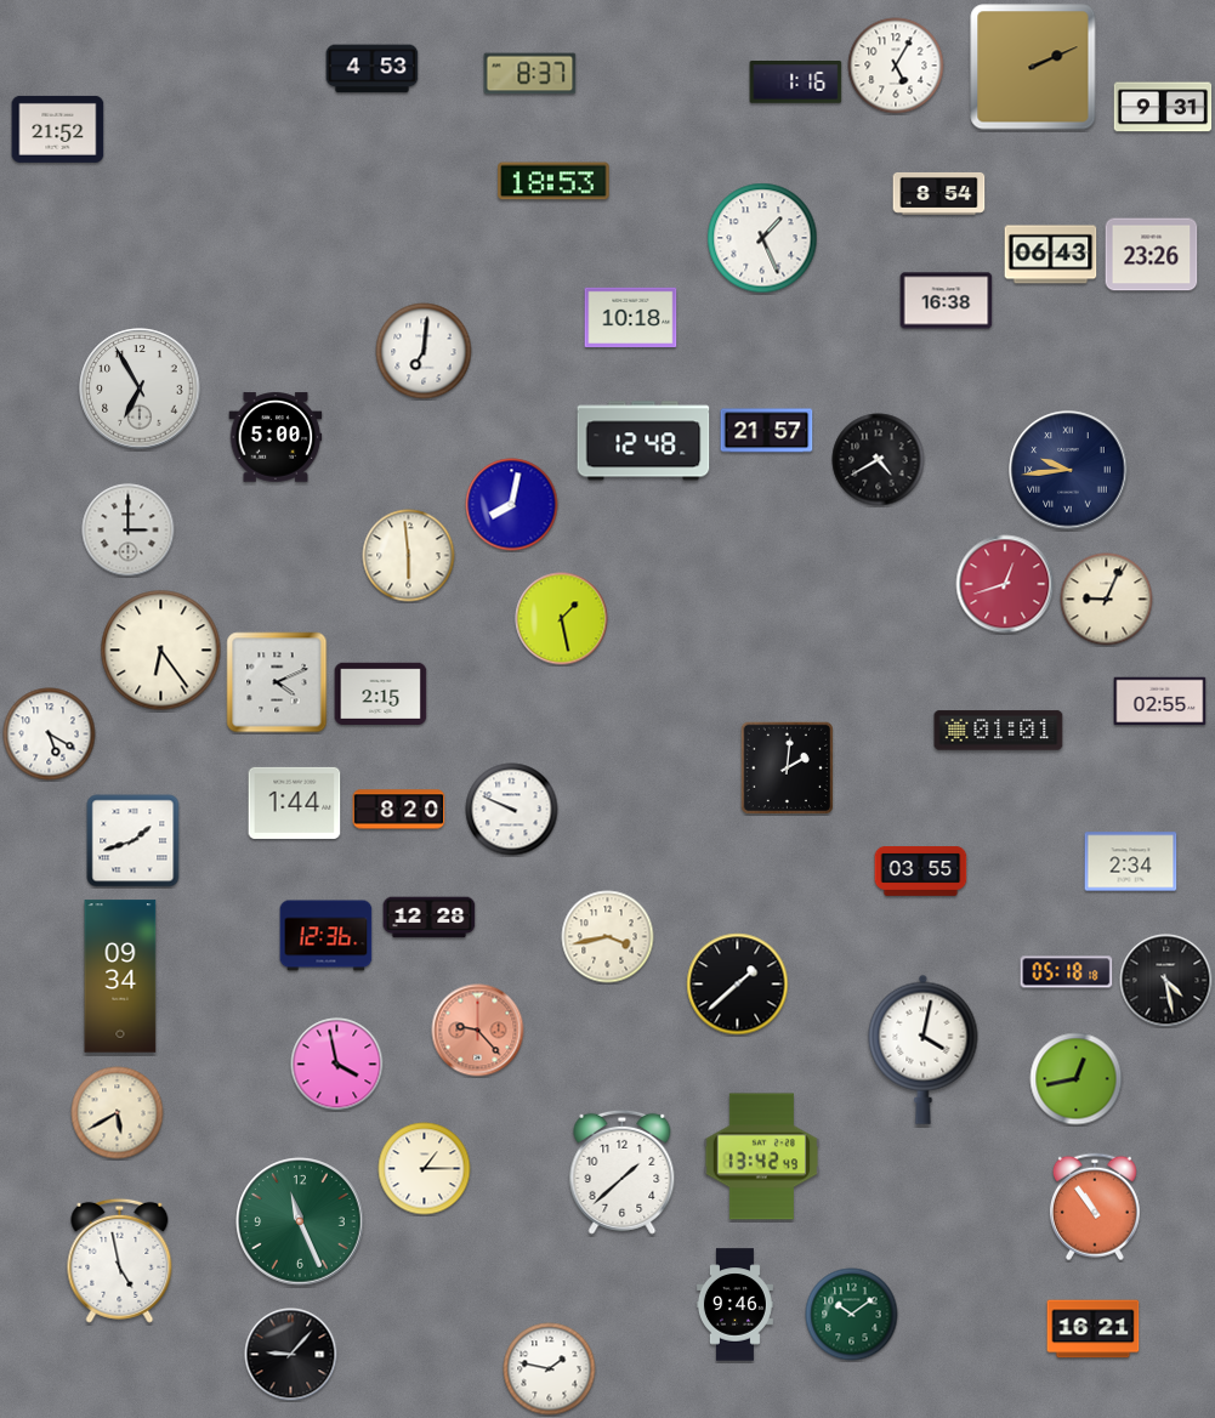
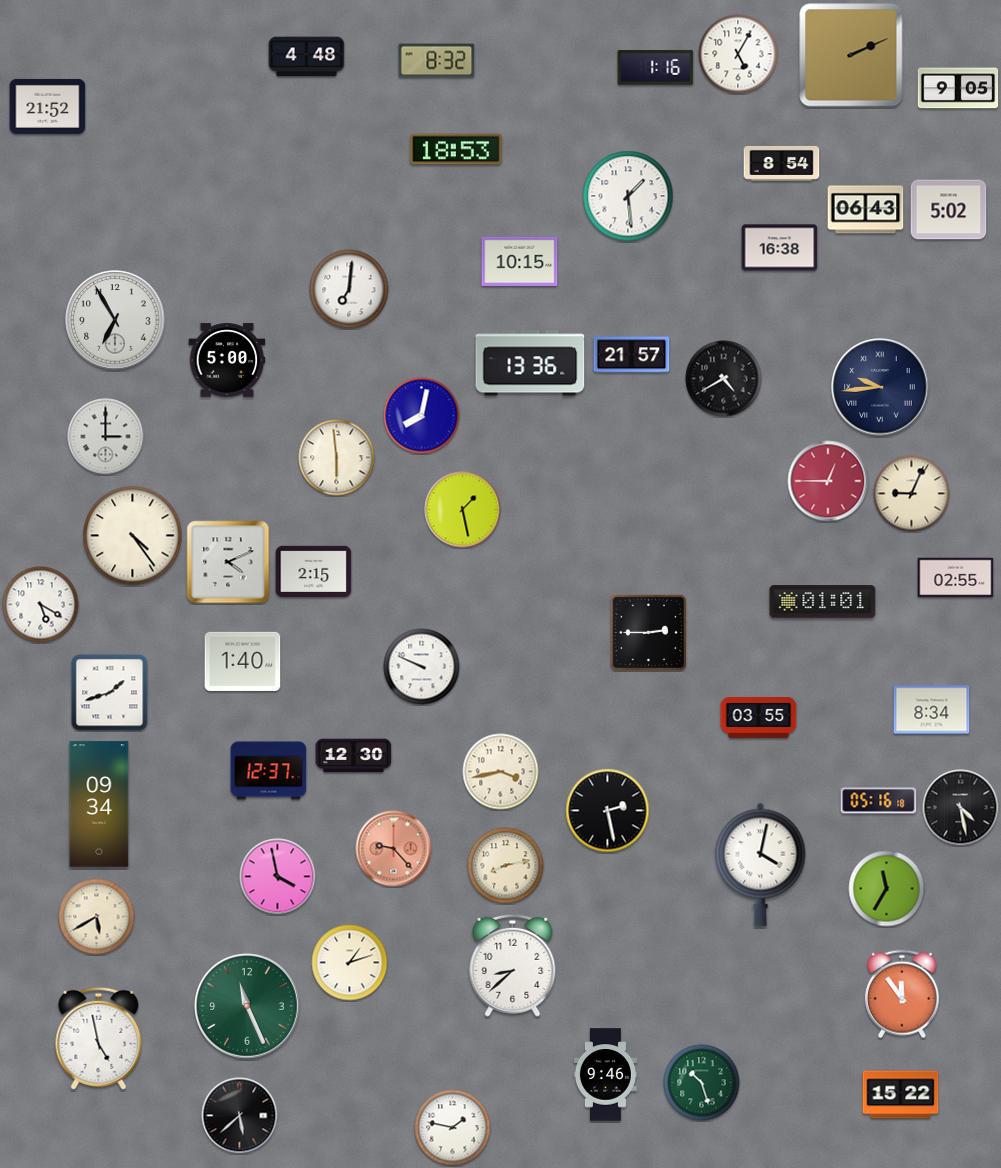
clock at (373, 69): 4:53 -> 4:48
clock at (530, 74): 8:37 -> 8:32
clock at (1163, 107): 9:31 -> 9:05
clock at (939, 193) position: (939, 193) -> (782, 163)
clock at (762, 238): 1:26 -> 1:29
clock at (1152, 255): 23:26 -> 5:02
clock at (631, 317): 10:18 -> 10:15
clock at (643, 441): 12:48 -> 13:36
clock at (1005, 584): 12:42 -> 12:45
clock at (161, 651): 6:24 -> 4:24
clock at (787, 767): 2:01 -> 2:45
clock at (295, 802): 1:44 -> 1:40
clock at (399, 810): 8:20 -> none
clock at (1131, 862): 2:34 -> 8:34
clock at (430, 918): 12:28 -> 12:30
clock at (327, 936): 12:36 -> 12:37
clock at (1067, 972): 05:18 -> 05:16
clock at (738, 985): 1:38 -> 2:28
clock at (506, 866): none -> 8:13
clock at (1077, 1079): 12:43 -> 11:35
clock at (762, 1157): 13:42 -> none
clock at (425, 1169): 1:15 -> 1:12
clock at (623, 1172): 1:38 -> 8:38
clock at (1095, 1207): 10:54 -> 11:54
clock at (852, 1315): 10:09 -> 10:27
clock at (1094, 1329): 16:21 -> 15:22
clock at (291, 1355): 9:07 -> 5:38
